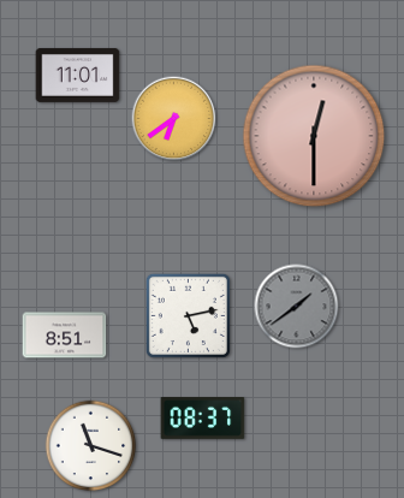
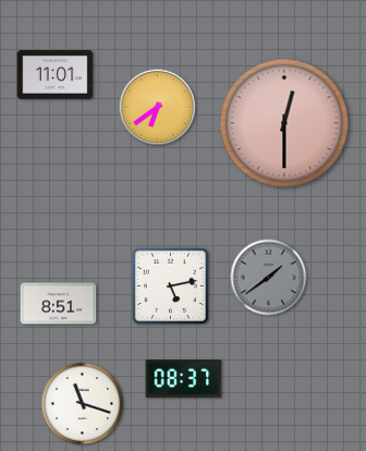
clock at (78, 75) position: (78, 75) -> (56, 74)
